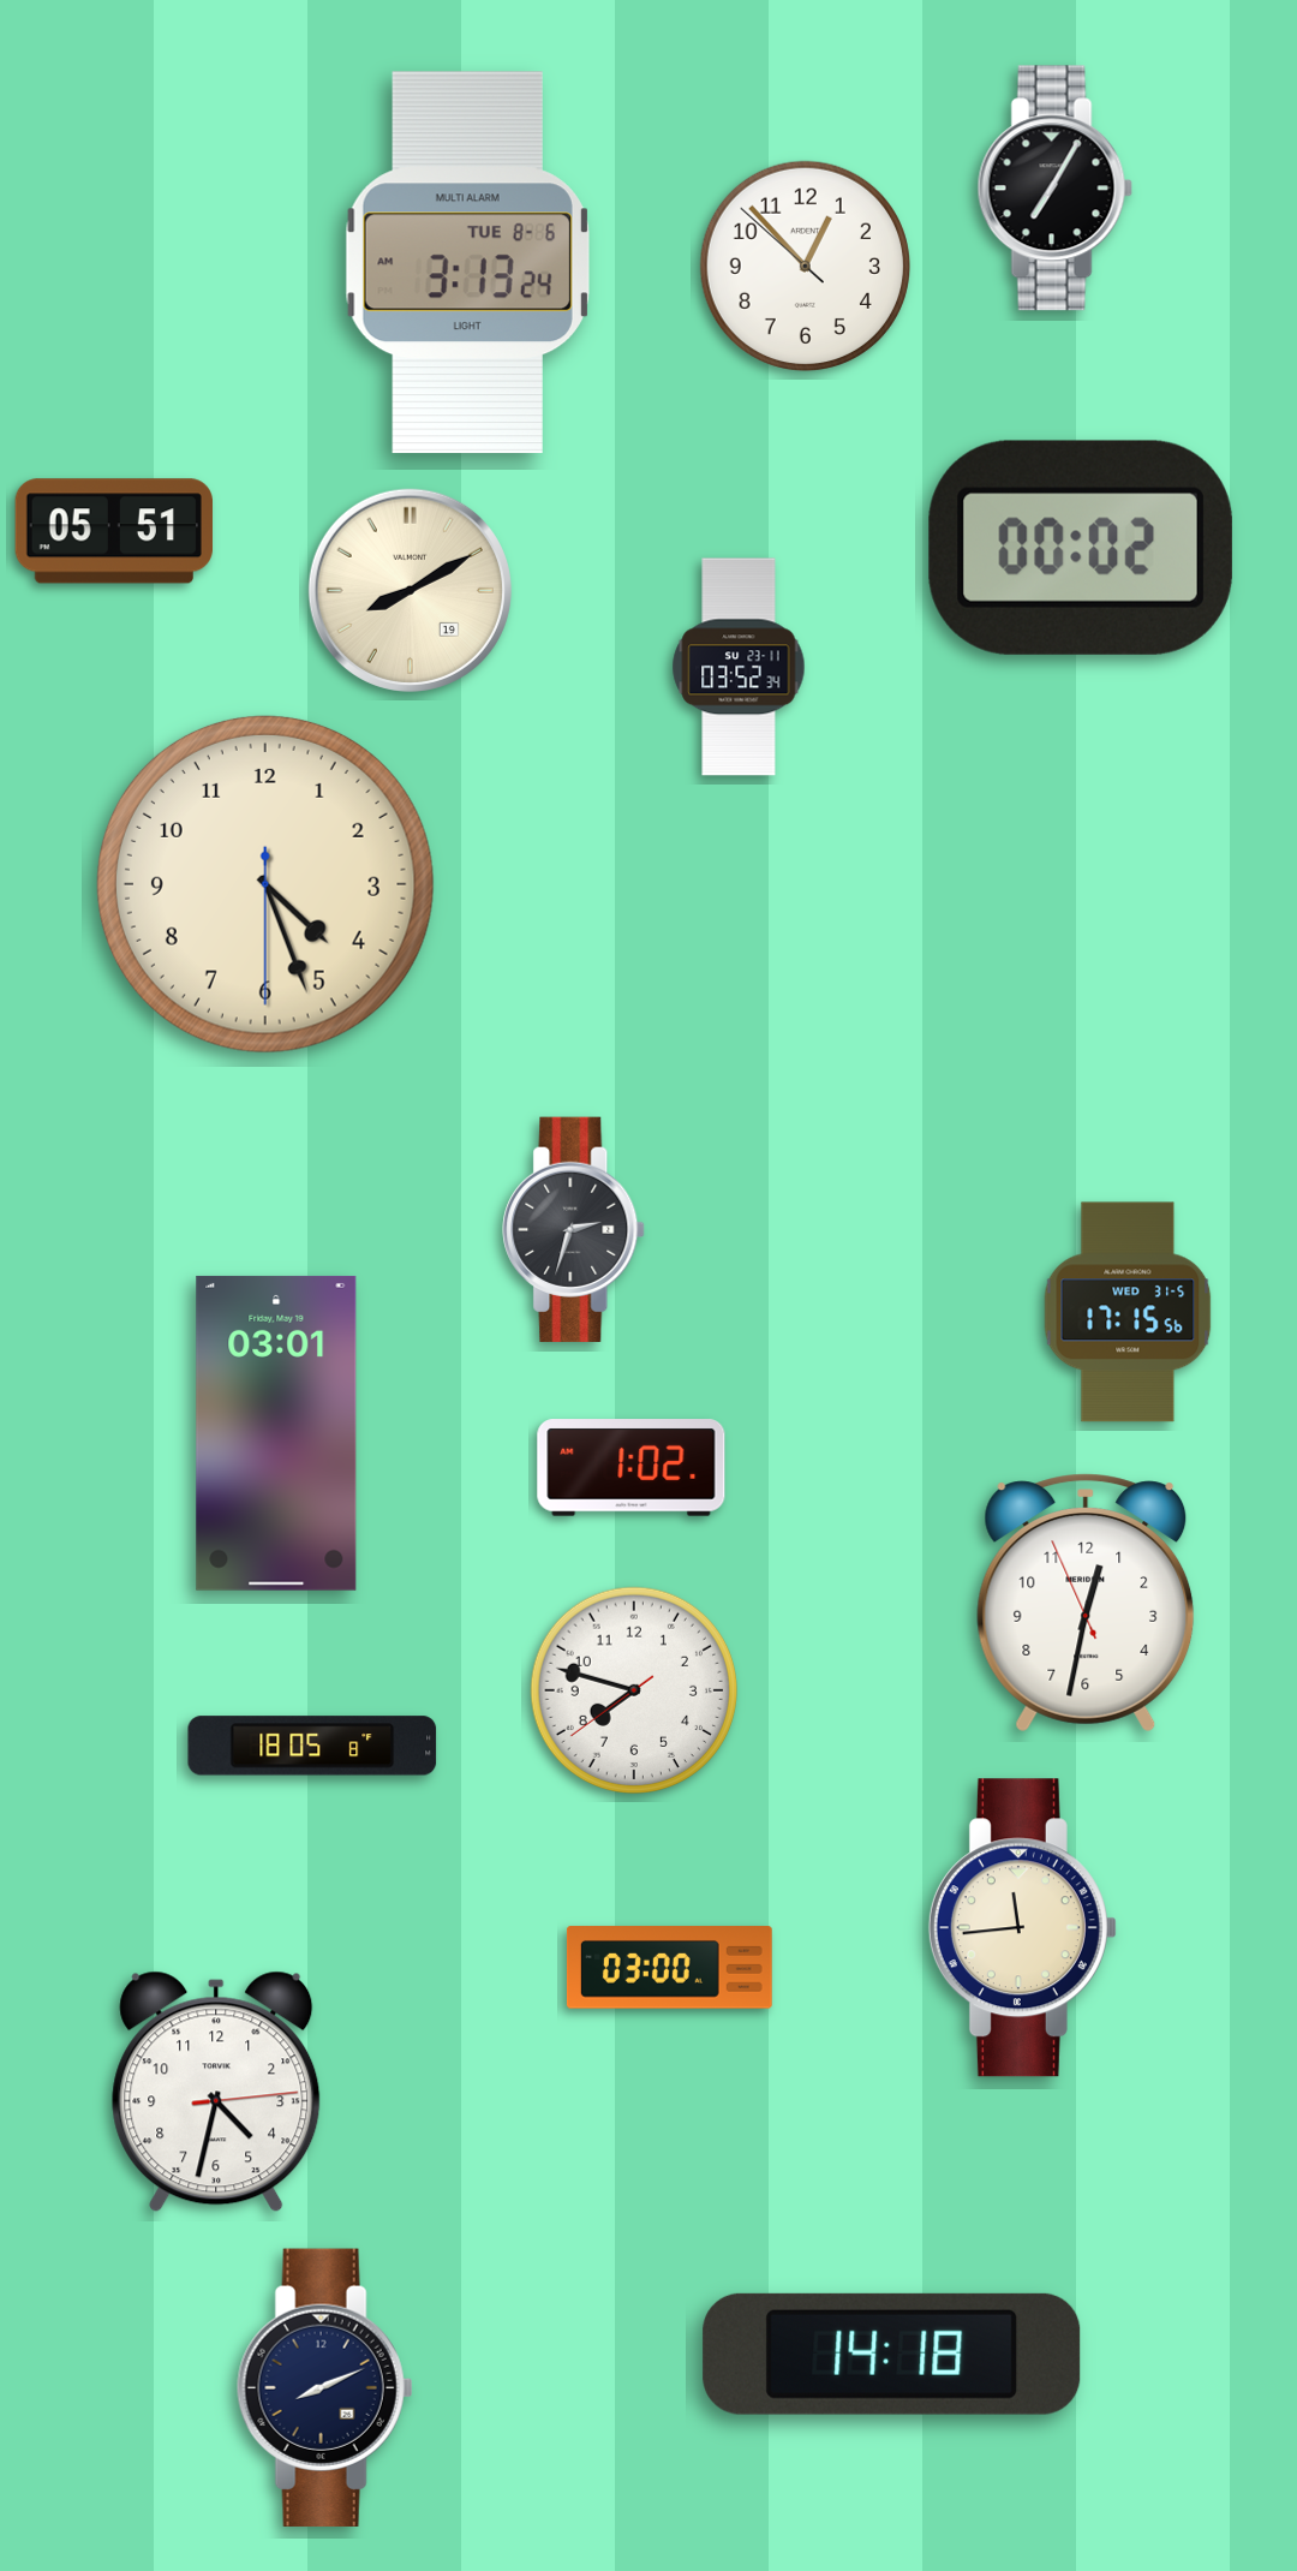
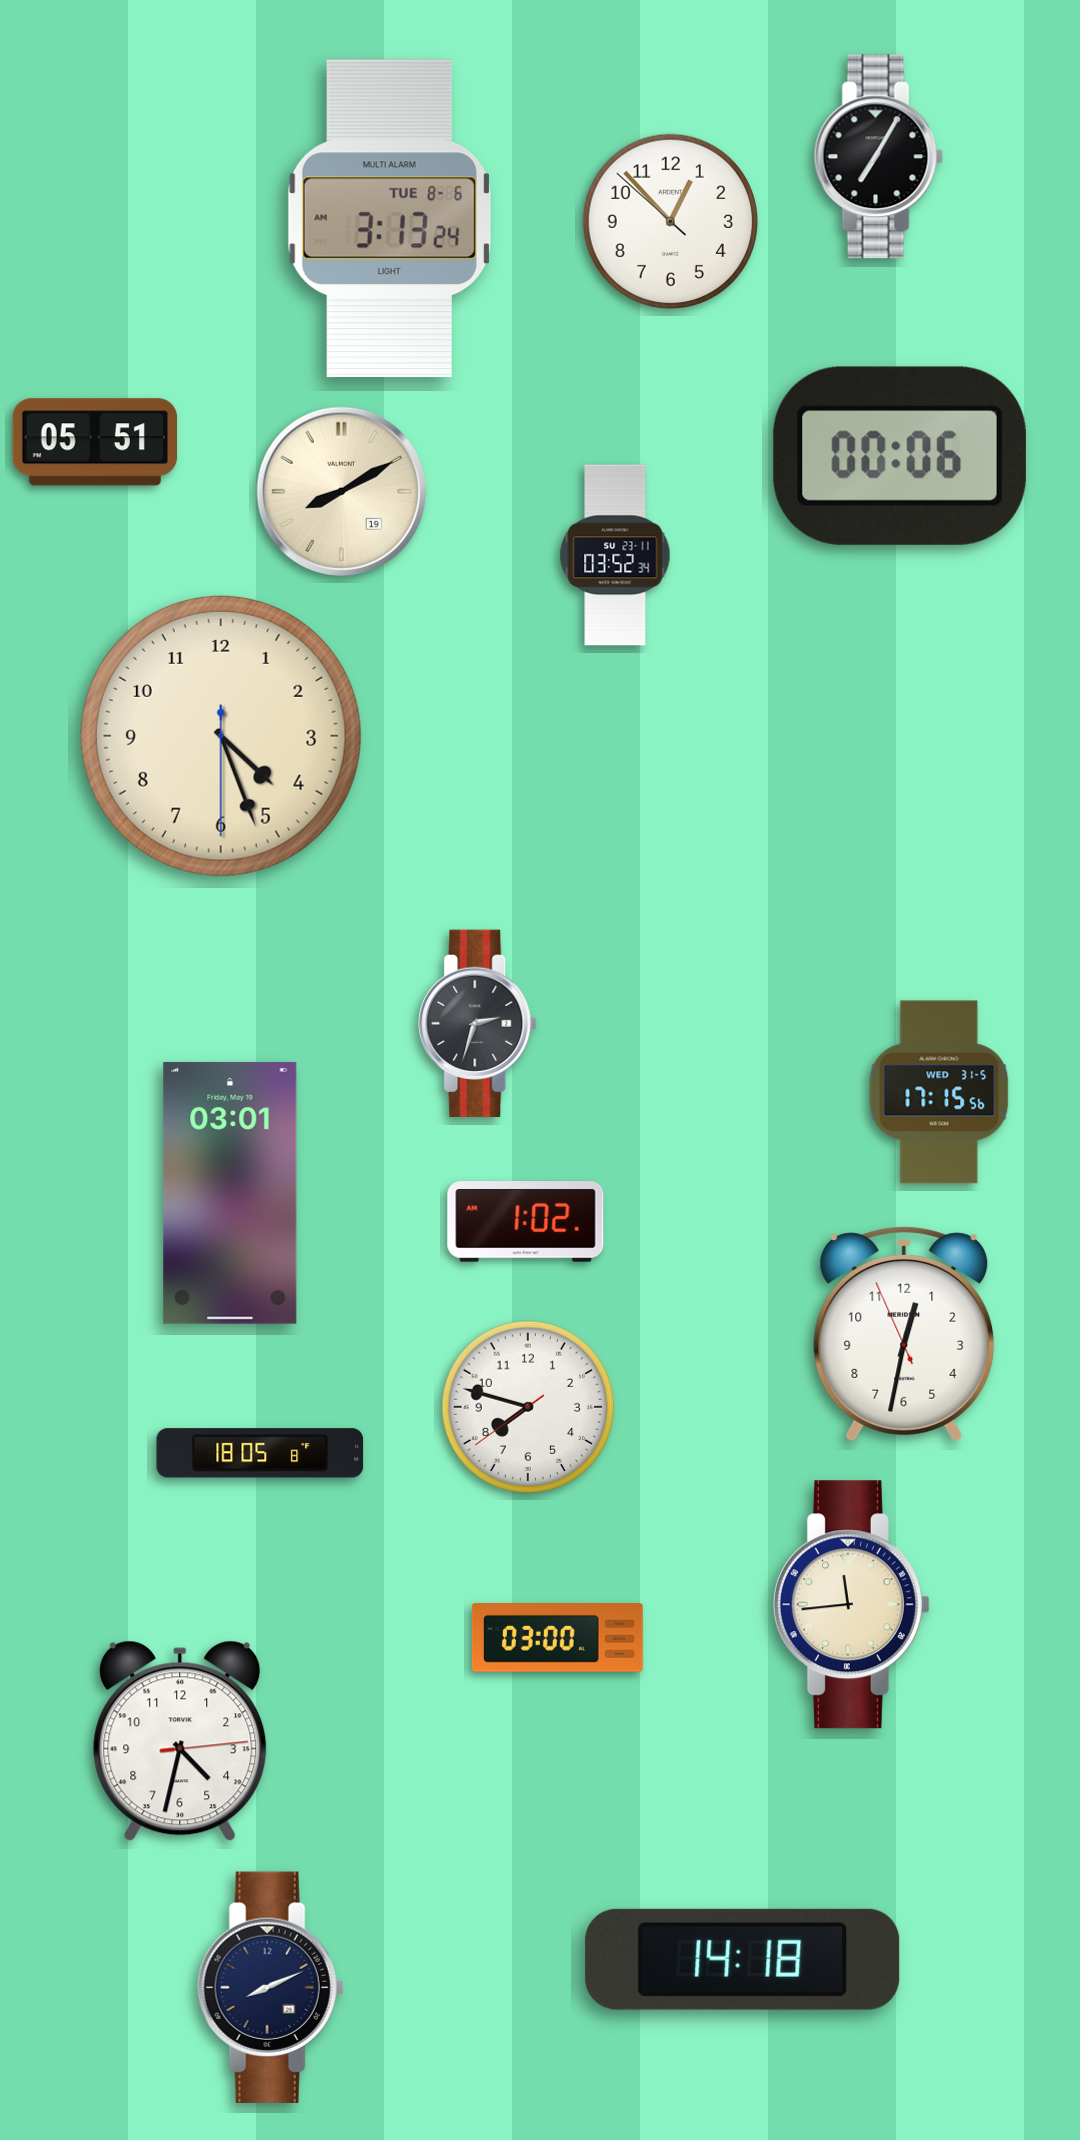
clock at (1081, 548): 00:02 -> 00:06
